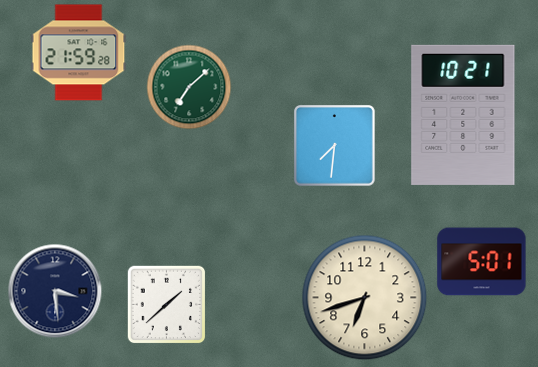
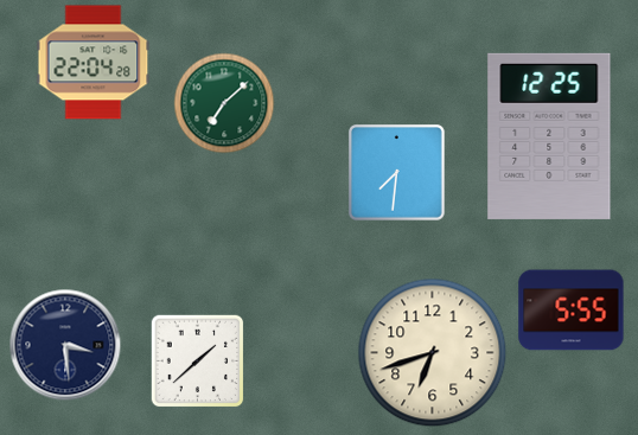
clock at (79, 53): 21:59 -> 22:04
clock at (463, 115): 10:21 -> 12:25
clock at (482, 262): 5:01 -> 5:55
